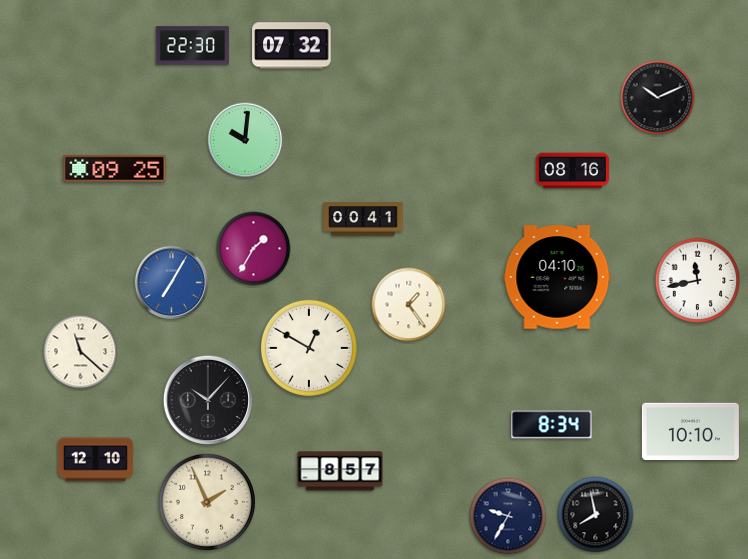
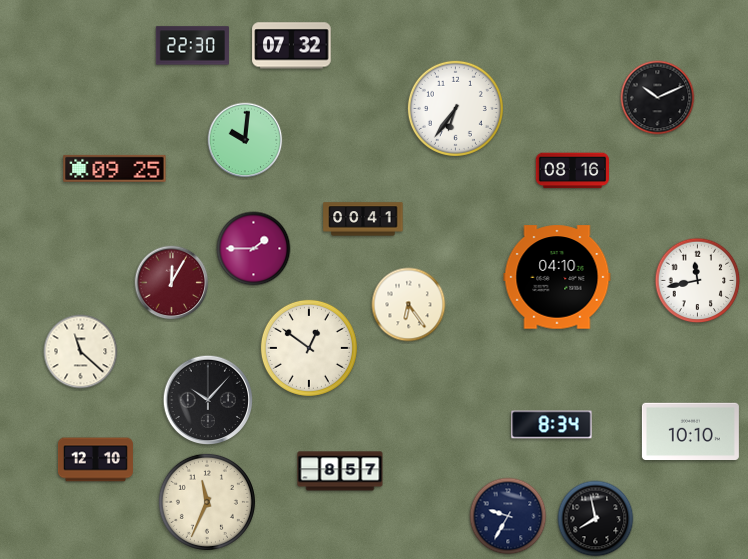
clock at (455, 108): none -> 6:36
clock at (254, 249): 1:35 -> 1:45
clock at (172, 283): 7:05 -> 12:05
clock at (172, 283) dial: blue -> burgundy
clock at (409, 305): 1:24 -> 6:24
clock at (309, 348): 12:50 -> 12:51
clock at (207, 502): 1:56 -> 11:34
clock at (596, 515) position: (596, 515) -> (596, 519)
